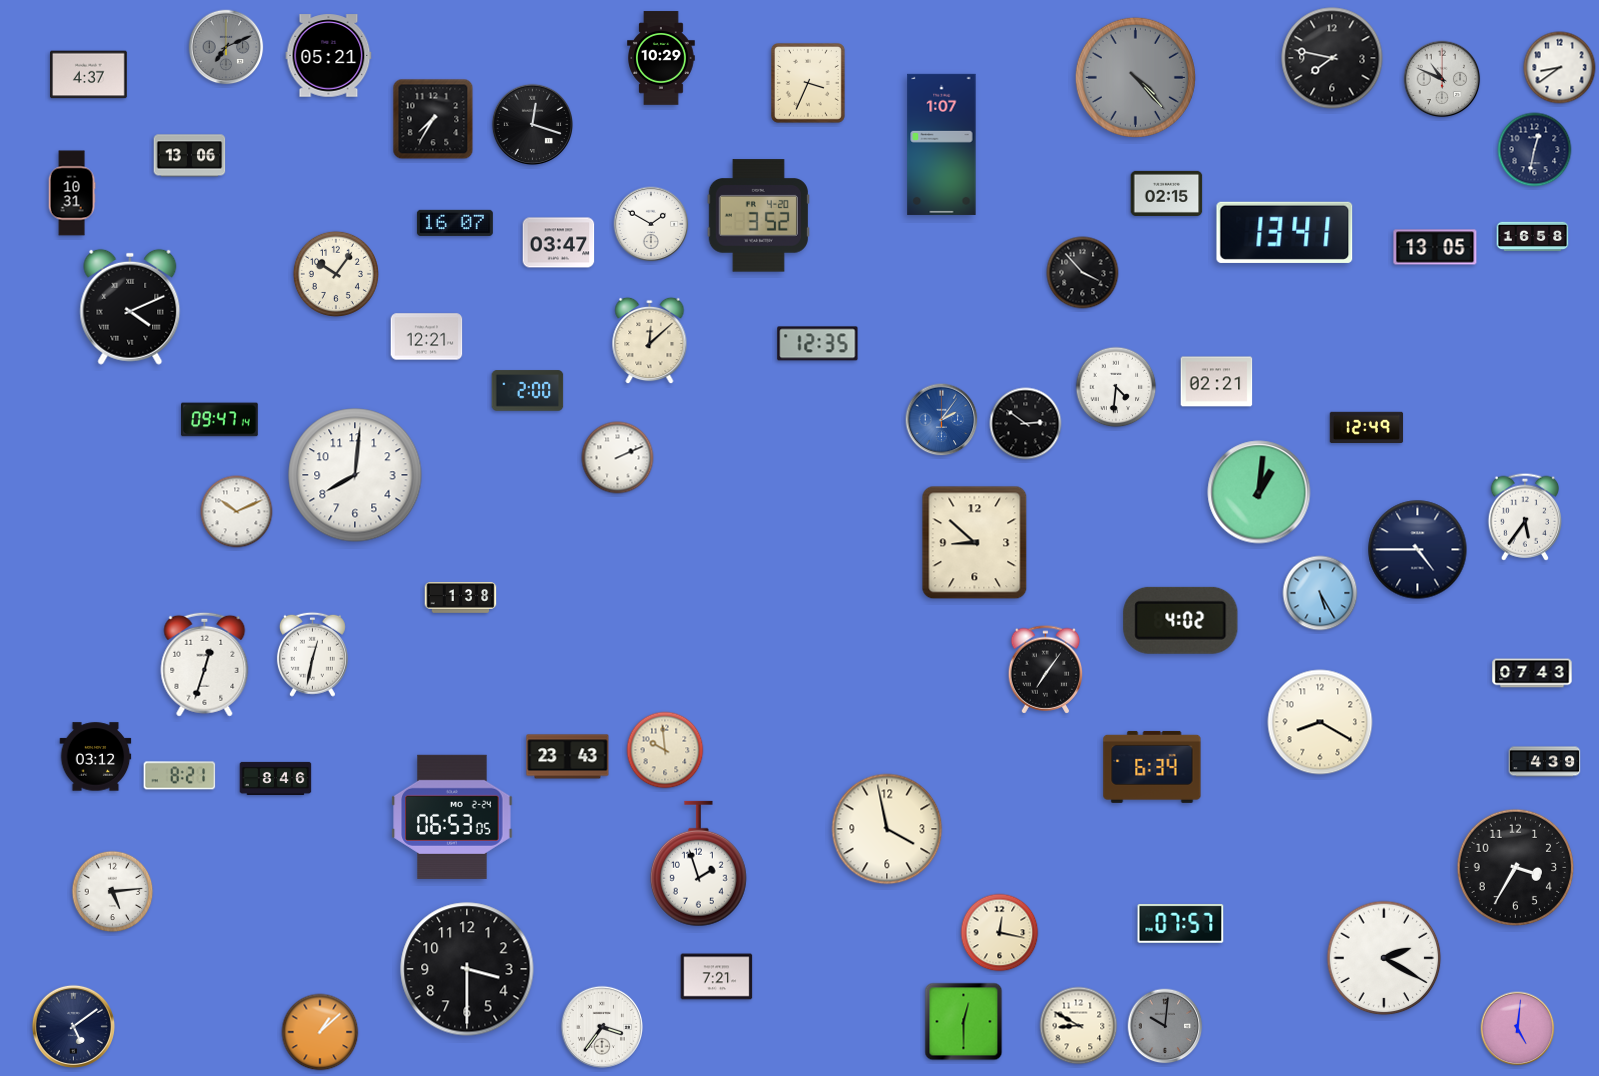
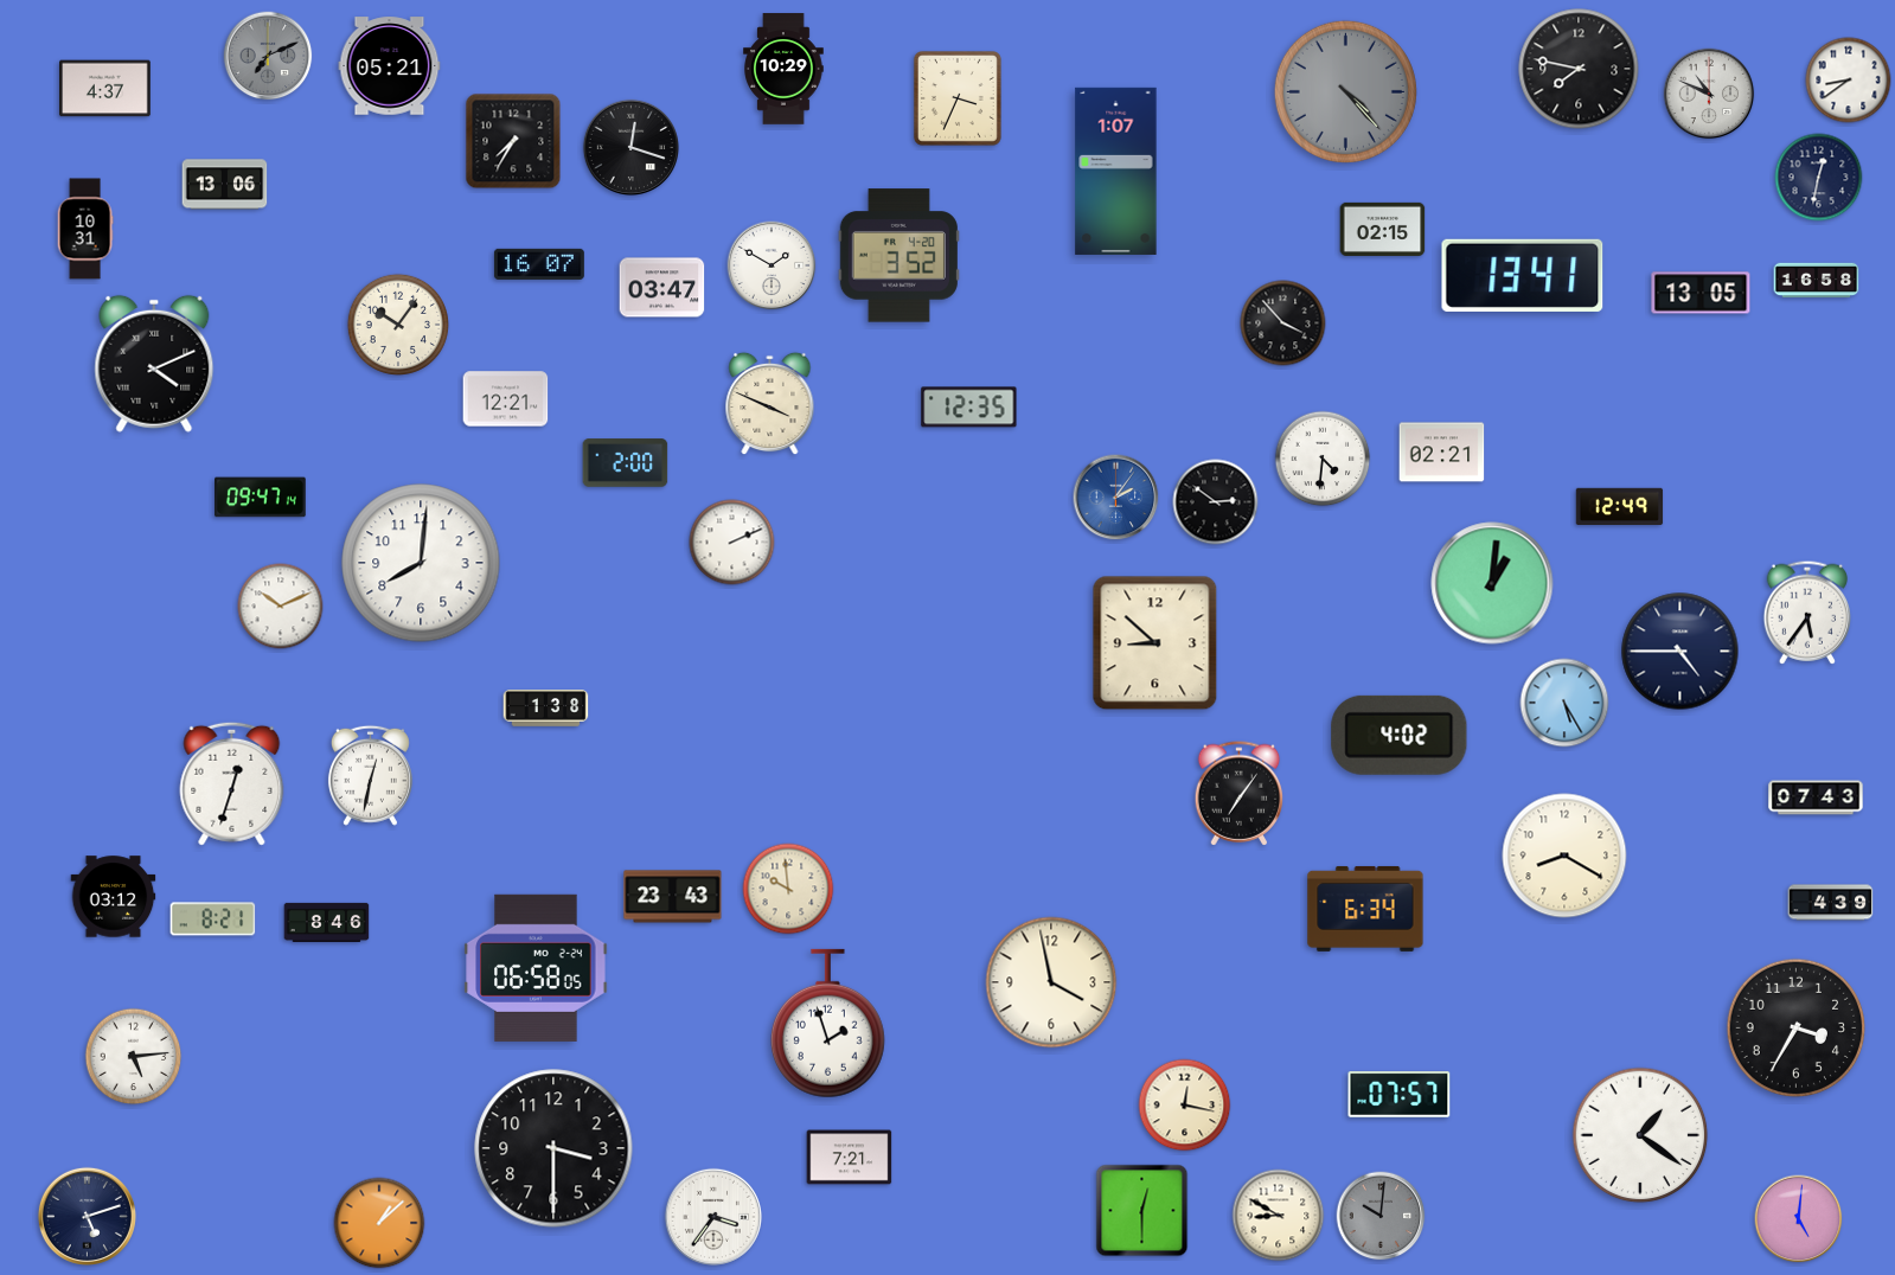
clock at (650, 341): 12:08 -> 3:49
clock at (205, 664) position: (205, 664) -> (232, 783)
clock at (452, 817): 06:53 -> 06:58
clock at (1384, 958): 2:20 -> 1:21
clock at (73, 1026): 5:09 -> 5:12
